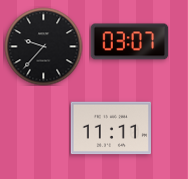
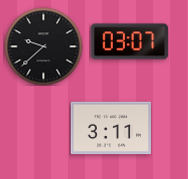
clock at (43, 46): 9:37 -> 9:38
clock at (110, 128): 11:11 -> 3:11
